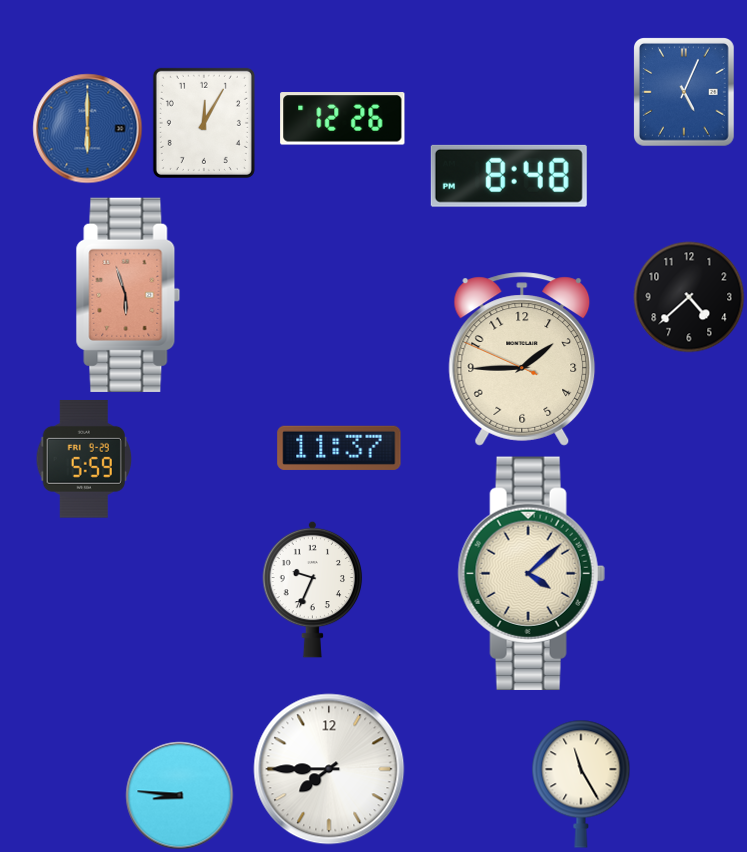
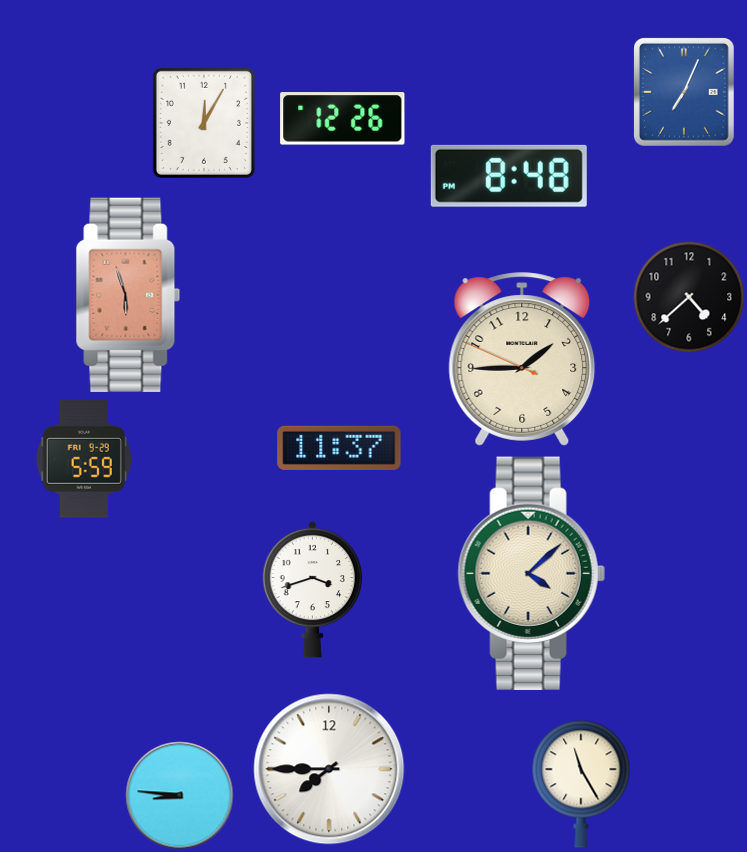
clock at (685, 93): 5:04 -> 7:04
clock at (88, 129): 6:00 -> none
clock at (313, 589): 9:34 -> 3:42
